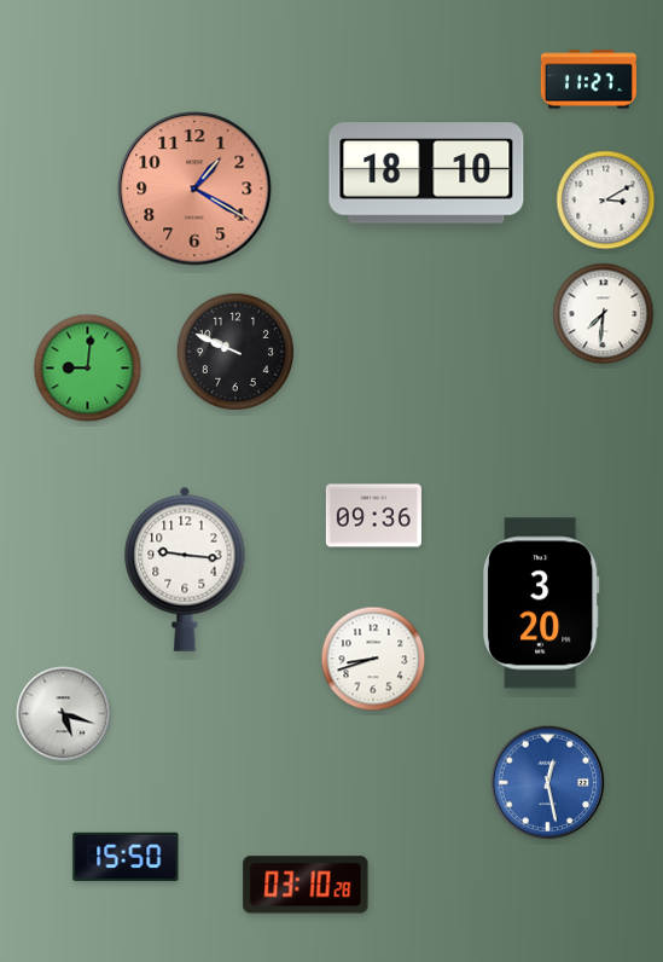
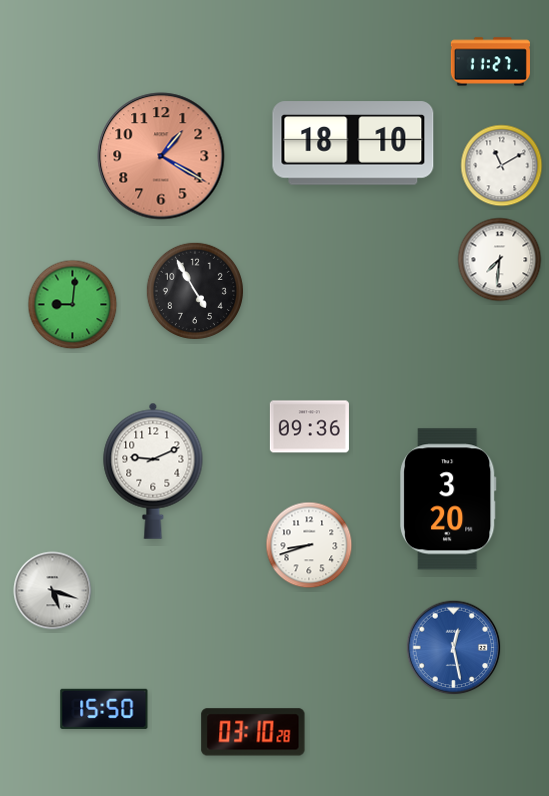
clock at (588, 80) position: (588, 80) -> (490, 62)
clock at (606, 201): 3:10 -> 11:10
clock at (235, 352): 9:49 -> 4:55
clock at (185, 569): 9:16 -> 9:11
